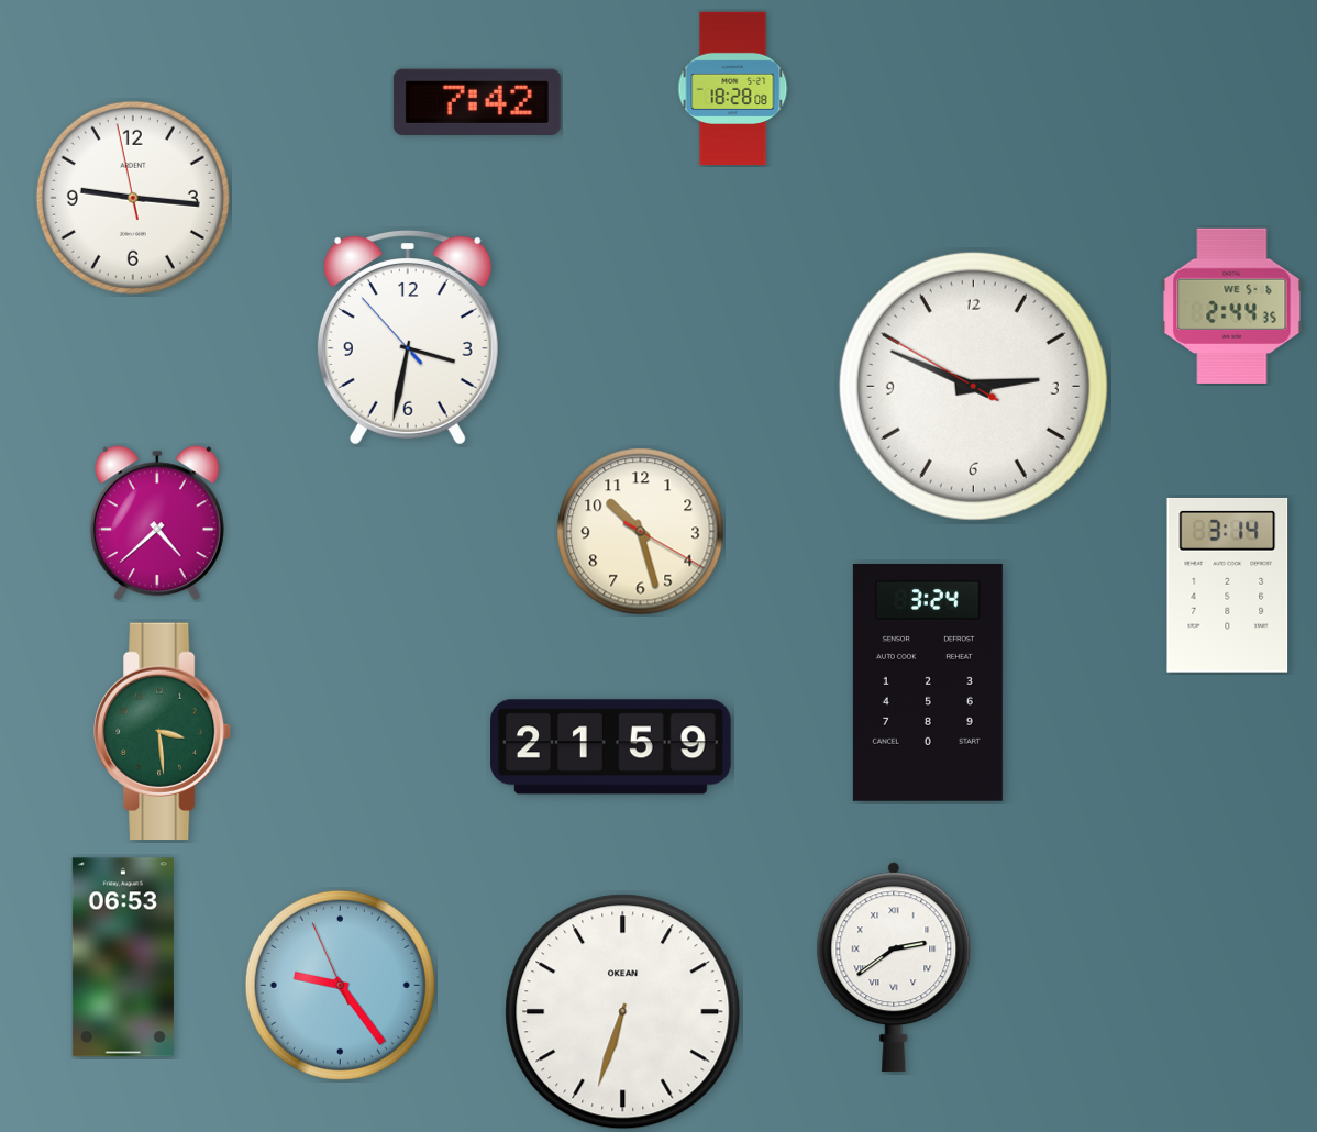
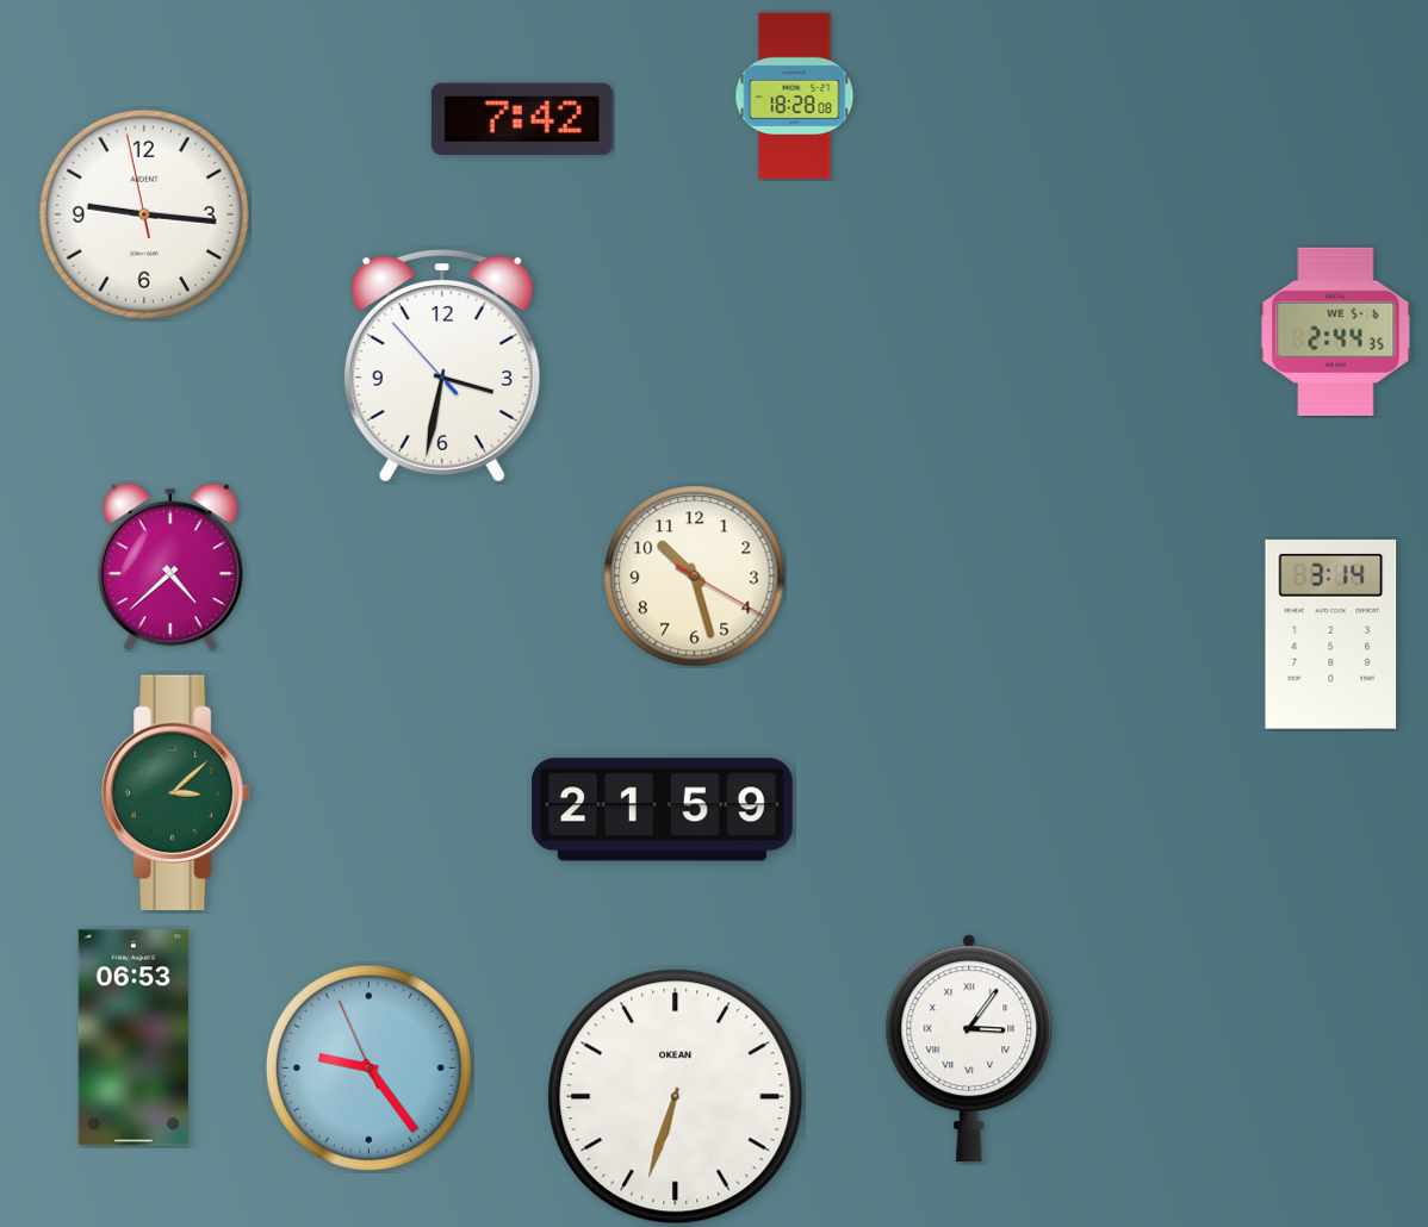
clock at (477, 101) position: (477, 101) -> (522, 118)
clock at (973, 386): 2:48 -> none
clock at (928, 682): 3:24 -> none
clock at (164, 731): 3:29 -> 3:08
clock at (894, 967): 2:39 -> 3:06
